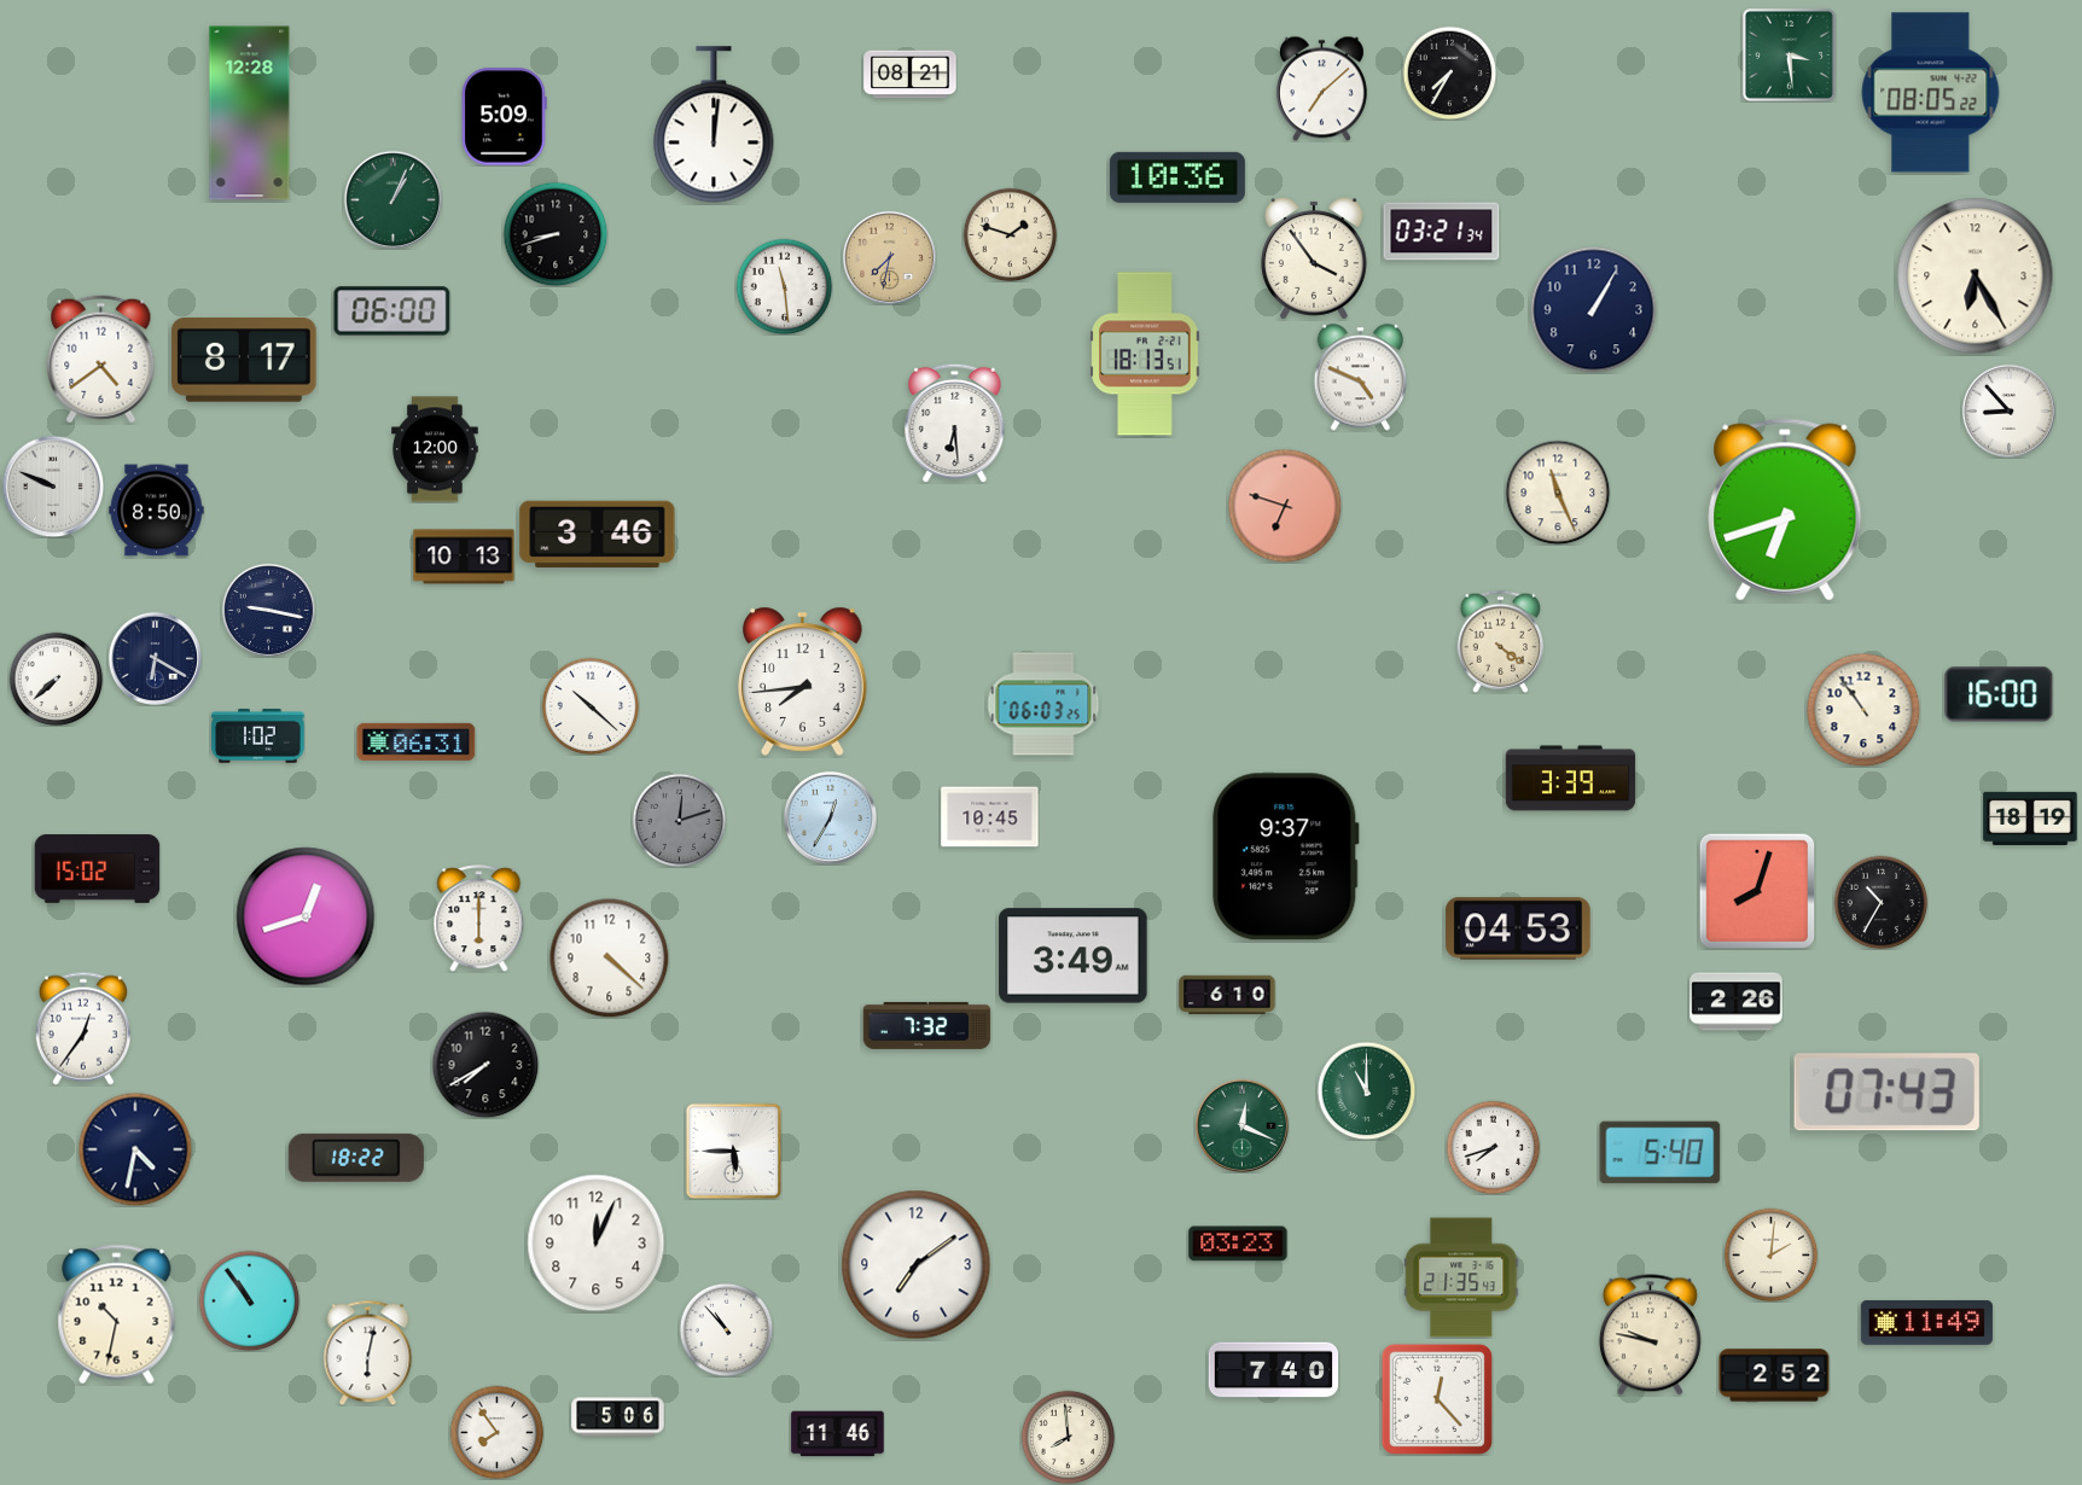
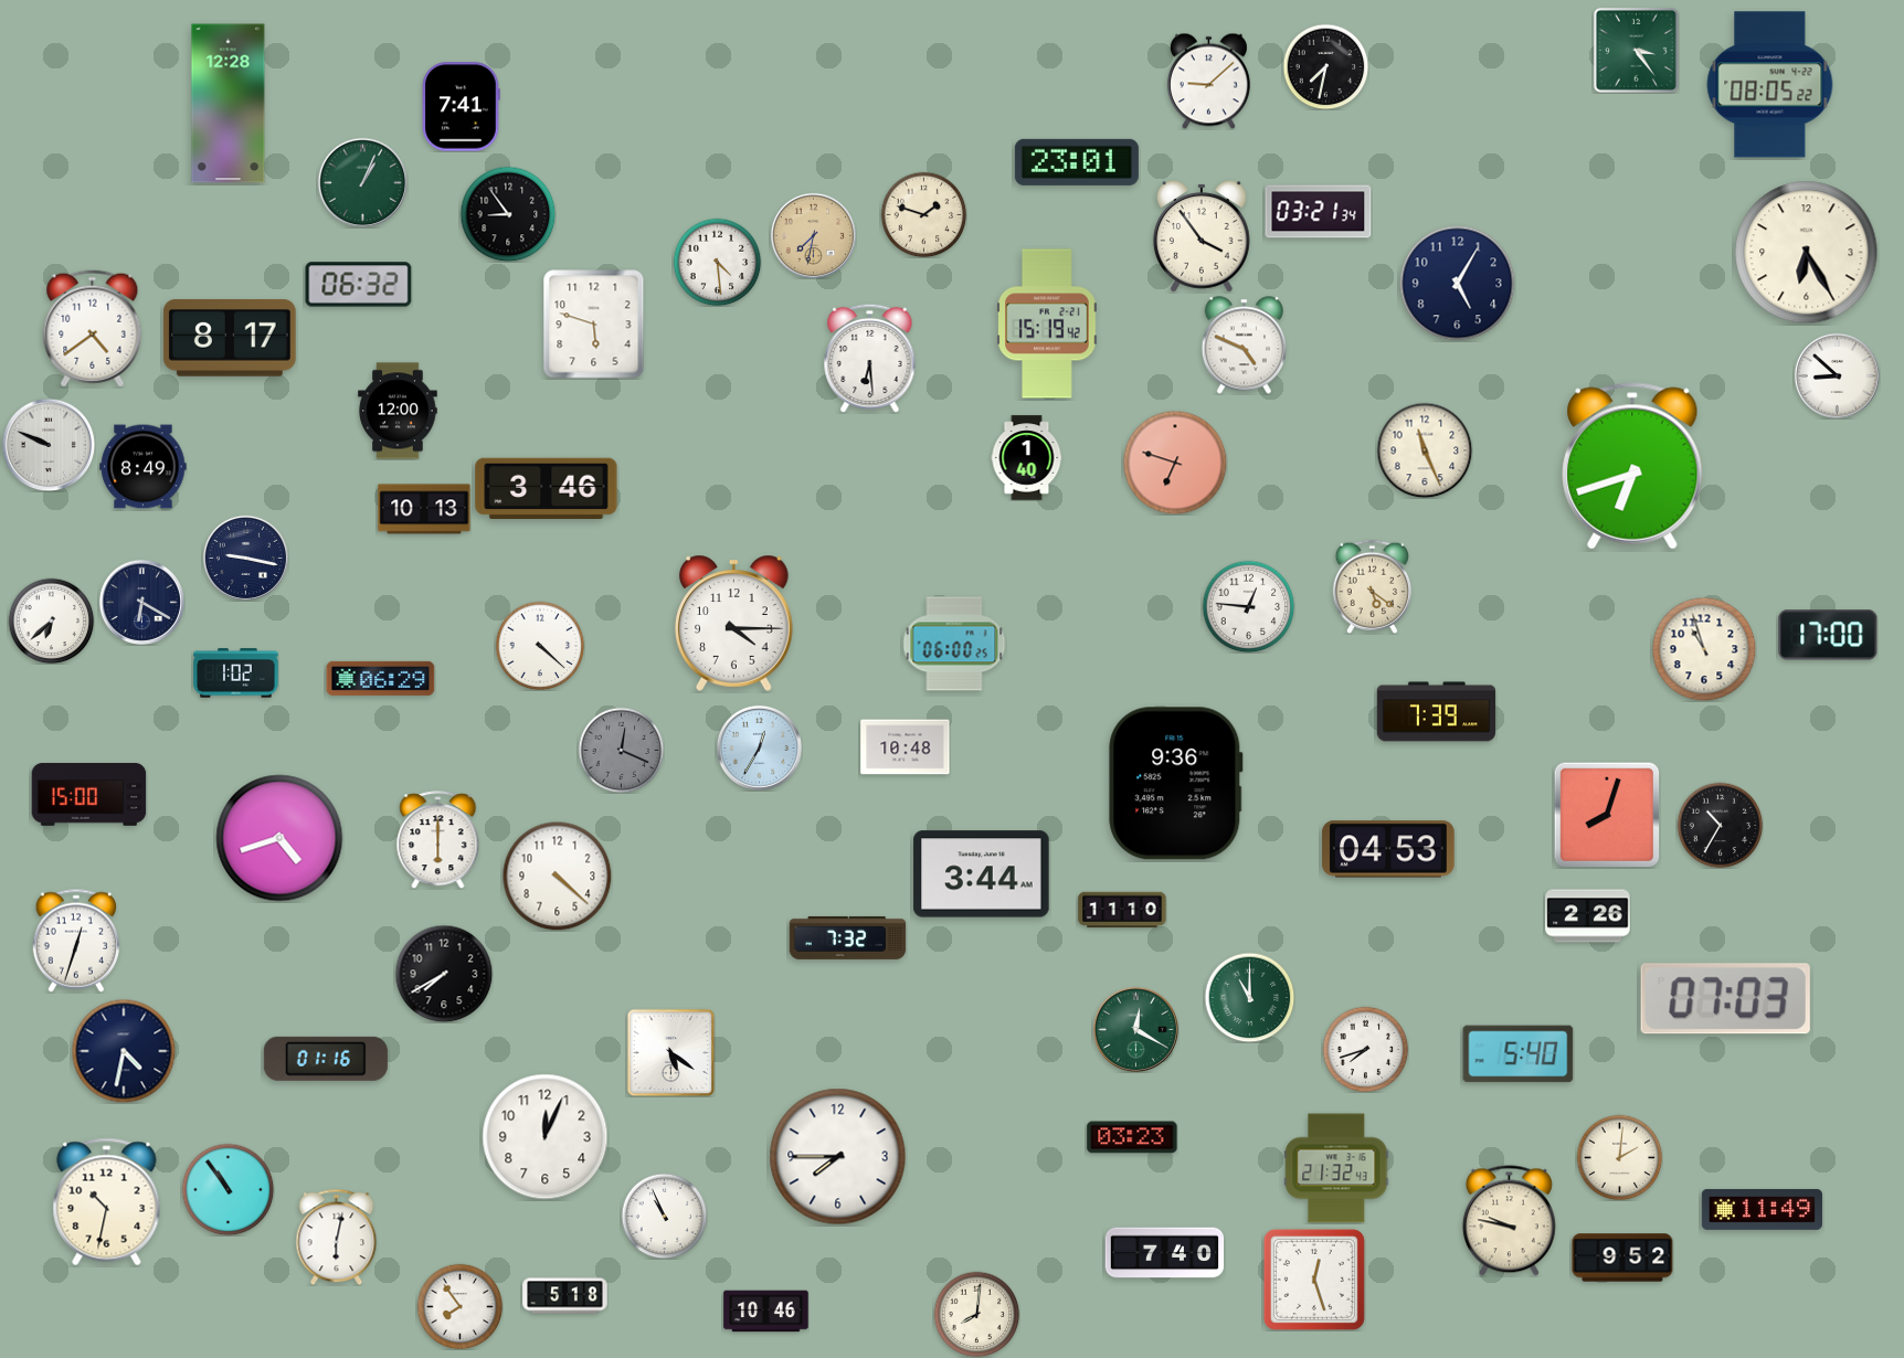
clock at (1789, 54): 3:29 -> 3:24
clock at (1449, 72): 7:35 -> 7:32
clock at (911, 75): 08:21 -> none
clock at (1321, 88): 7:08 -> 9:08
clock at (1931, 93) position: (1931, 93) -> (1770, 85)
clock at (504, 117): 5:09 -> 7:41
clock at (714, 124): 12:01 -> none
clock at (1177, 177): 10:36 -> 23:01
clock at (392, 199) position: (392, 199) -> (362, 182)
clock at (556, 234): 8:42 -> 8:54
clock at (784, 286): 11:29 -> 4:29
clock at (1594, 310): 1:05 -> 5:05
clock at (392, 311): 06:00 -> 06:32
clock at (1145, 354): 18:13 -> 15:19
clock at (594, 325): none -> 5:48
clock at (244, 360) position: (244, 360) -> (230, 338)
clock at (2008, 410): 8:53 -> 8:52
clock at (955, 423) position: (955, 423) -> (870, 358)
clock at (1027, 458): none -> 1:40
clock at (157, 511): 8:50 -> 8:49
clock at (1500, 641): 4:21 -> 5:21
clock at (1248, 606): none -> 12:46
clock at (56, 679): 7:38 -> 6:38
clock at (803, 681): 7:44 -> 4:15
clock at (1999, 694): 16:00 -> 17:00
clock at (1043, 704): 06:03 -> 06:00
clock at (591, 706): 10:22 -> 4:22
clock at (1863, 710): 10:54 -> 10:57
clock at (417, 741): 06:31 -> 06:29
clock at (1571, 779): 3:39 -> 7:39
clock at (990, 817): 10:45 -> 10:48
clock at (2030, 817): 18:19 -> none
clock at (679, 820): 12:12 -> 12:19
clock at (1286, 857): 9:37 -> 9:36
clock at (98, 869): 15:02 -> 15:00
clock at (306, 916): 12:42 -> 4:42
clock at (1074, 956): 3:49 -> 3:44
clock at (1227, 995): 6:10 -> 11:10
clock at (82, 1029): 12:36 -> 12:33
clock at (1886, 1093): 07:43 -> 07:03
clock at (1241, 1125): 12:19 -> 12:20
clock at (733, 1151): 5:45 -> 5:21
clock at (356, 1158): 18:22 -> 01:16
clock at (1770, 1254) position: (1770, 1254) -> (1619, 1157)
clock at (917, 1265): 7:09 -> 7:45
clock at (1461, 1277): 21:35 -> 21:32
clock at (726, 1329): 10:53 -> 10:56
clock at (1774, 1375): 2:52 -> 9:52
clock at (1437, 1399): 12:23 -> 12:27
clock at (618, 1417): 5:06 -> 5:18
clock at (496, 1432) position: (496, 1432) -> (459, 1306)
clock at (838, 1434): 11:46 -> 10:46
clock at (1068, 1437): 7:59 -> 8:01
